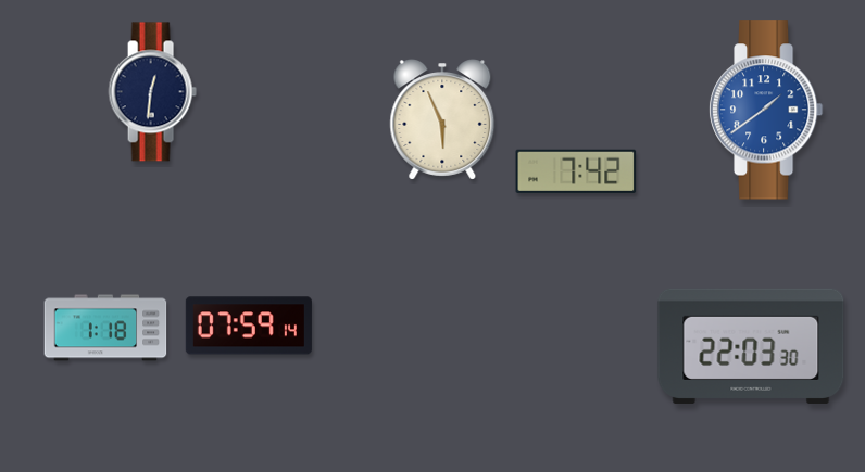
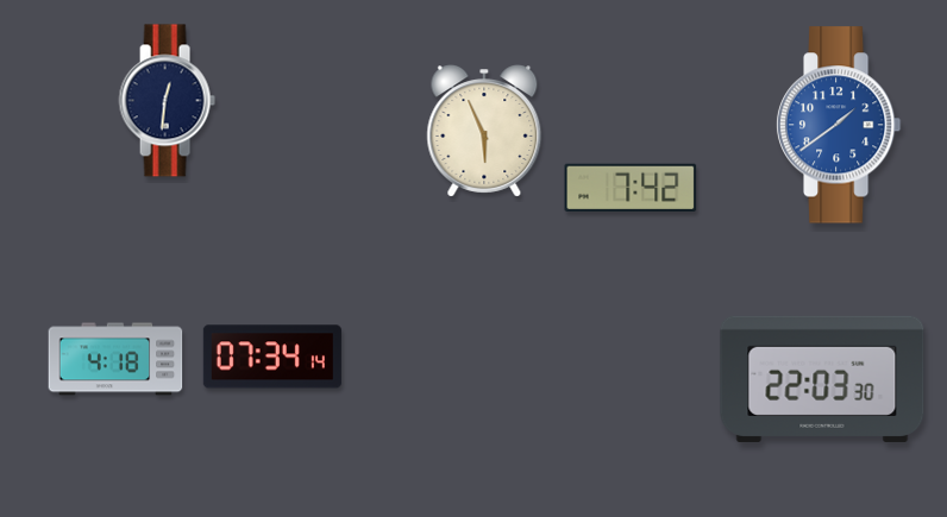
clock at (766, 110) position: (766, 110) -> (839, 125)
clock at (249, 326): 07:59 -> 07:34
clock at (105, 328): 1:18 -> 4:18
